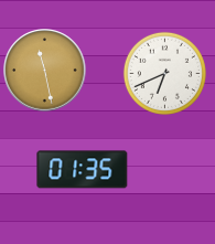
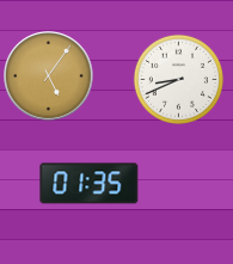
clock at (45, 71): 11:28 -> 5:06
clock at (164, 73): 6:41 -> 8:41
